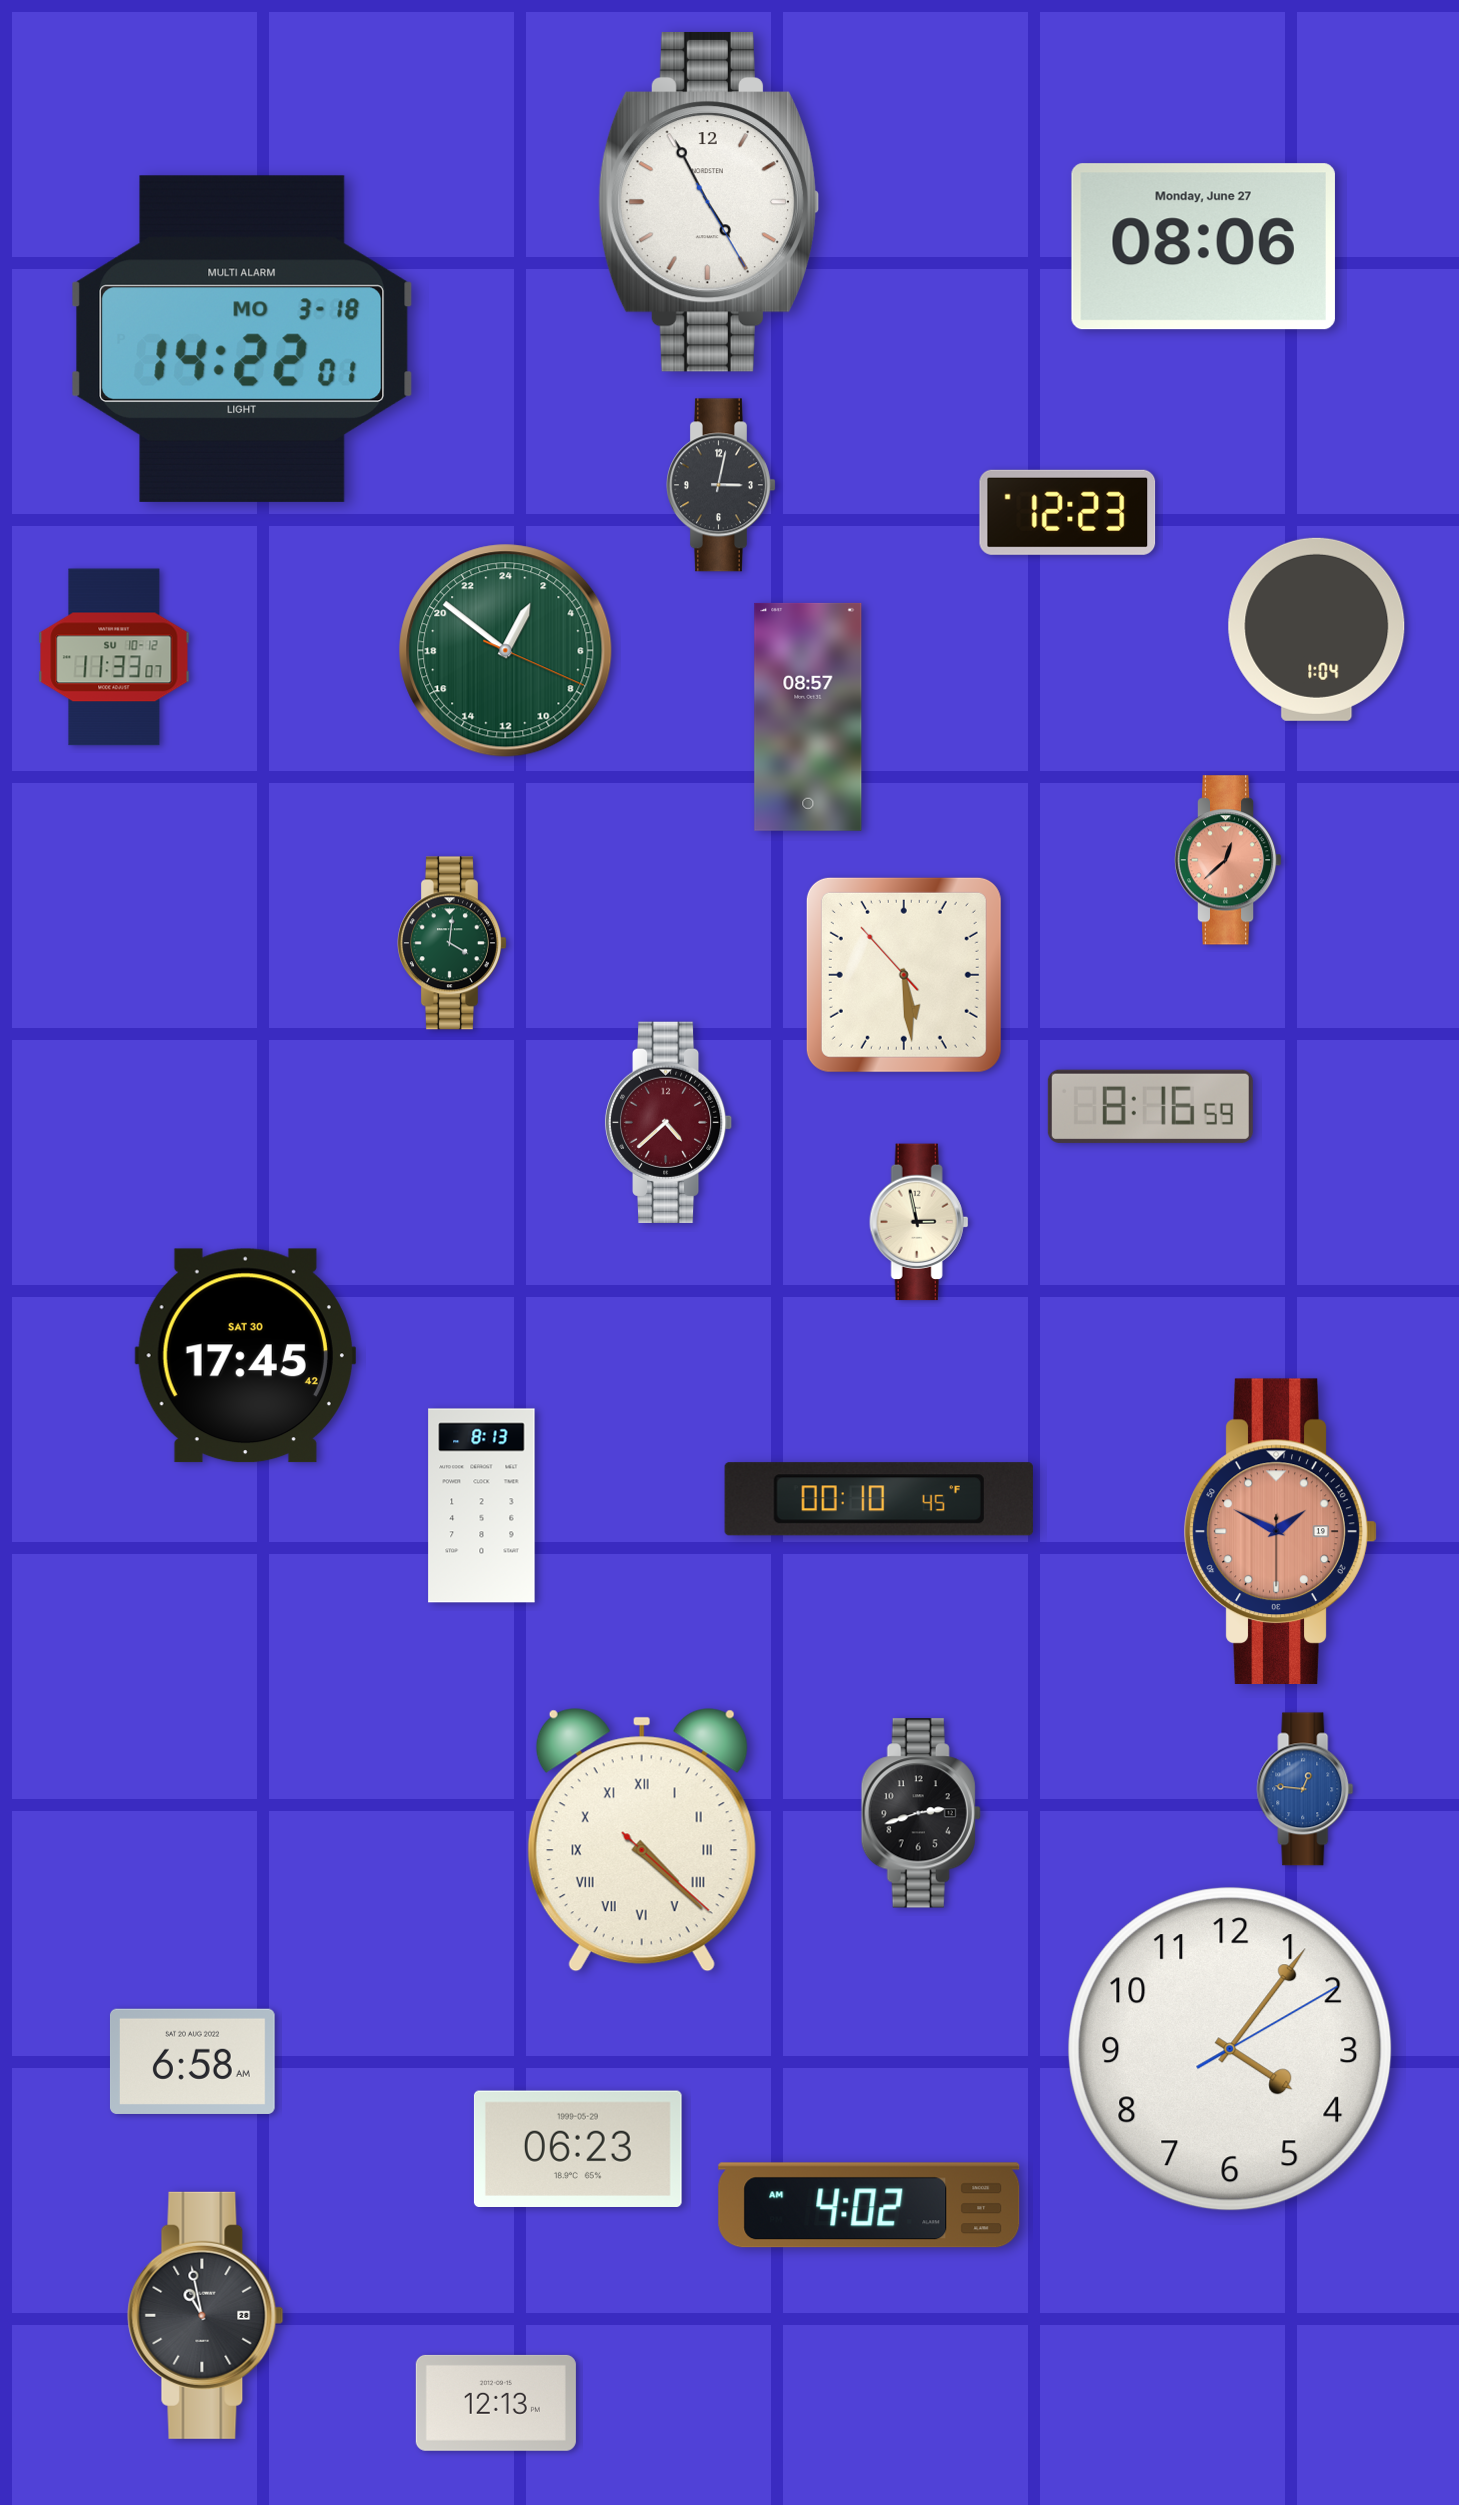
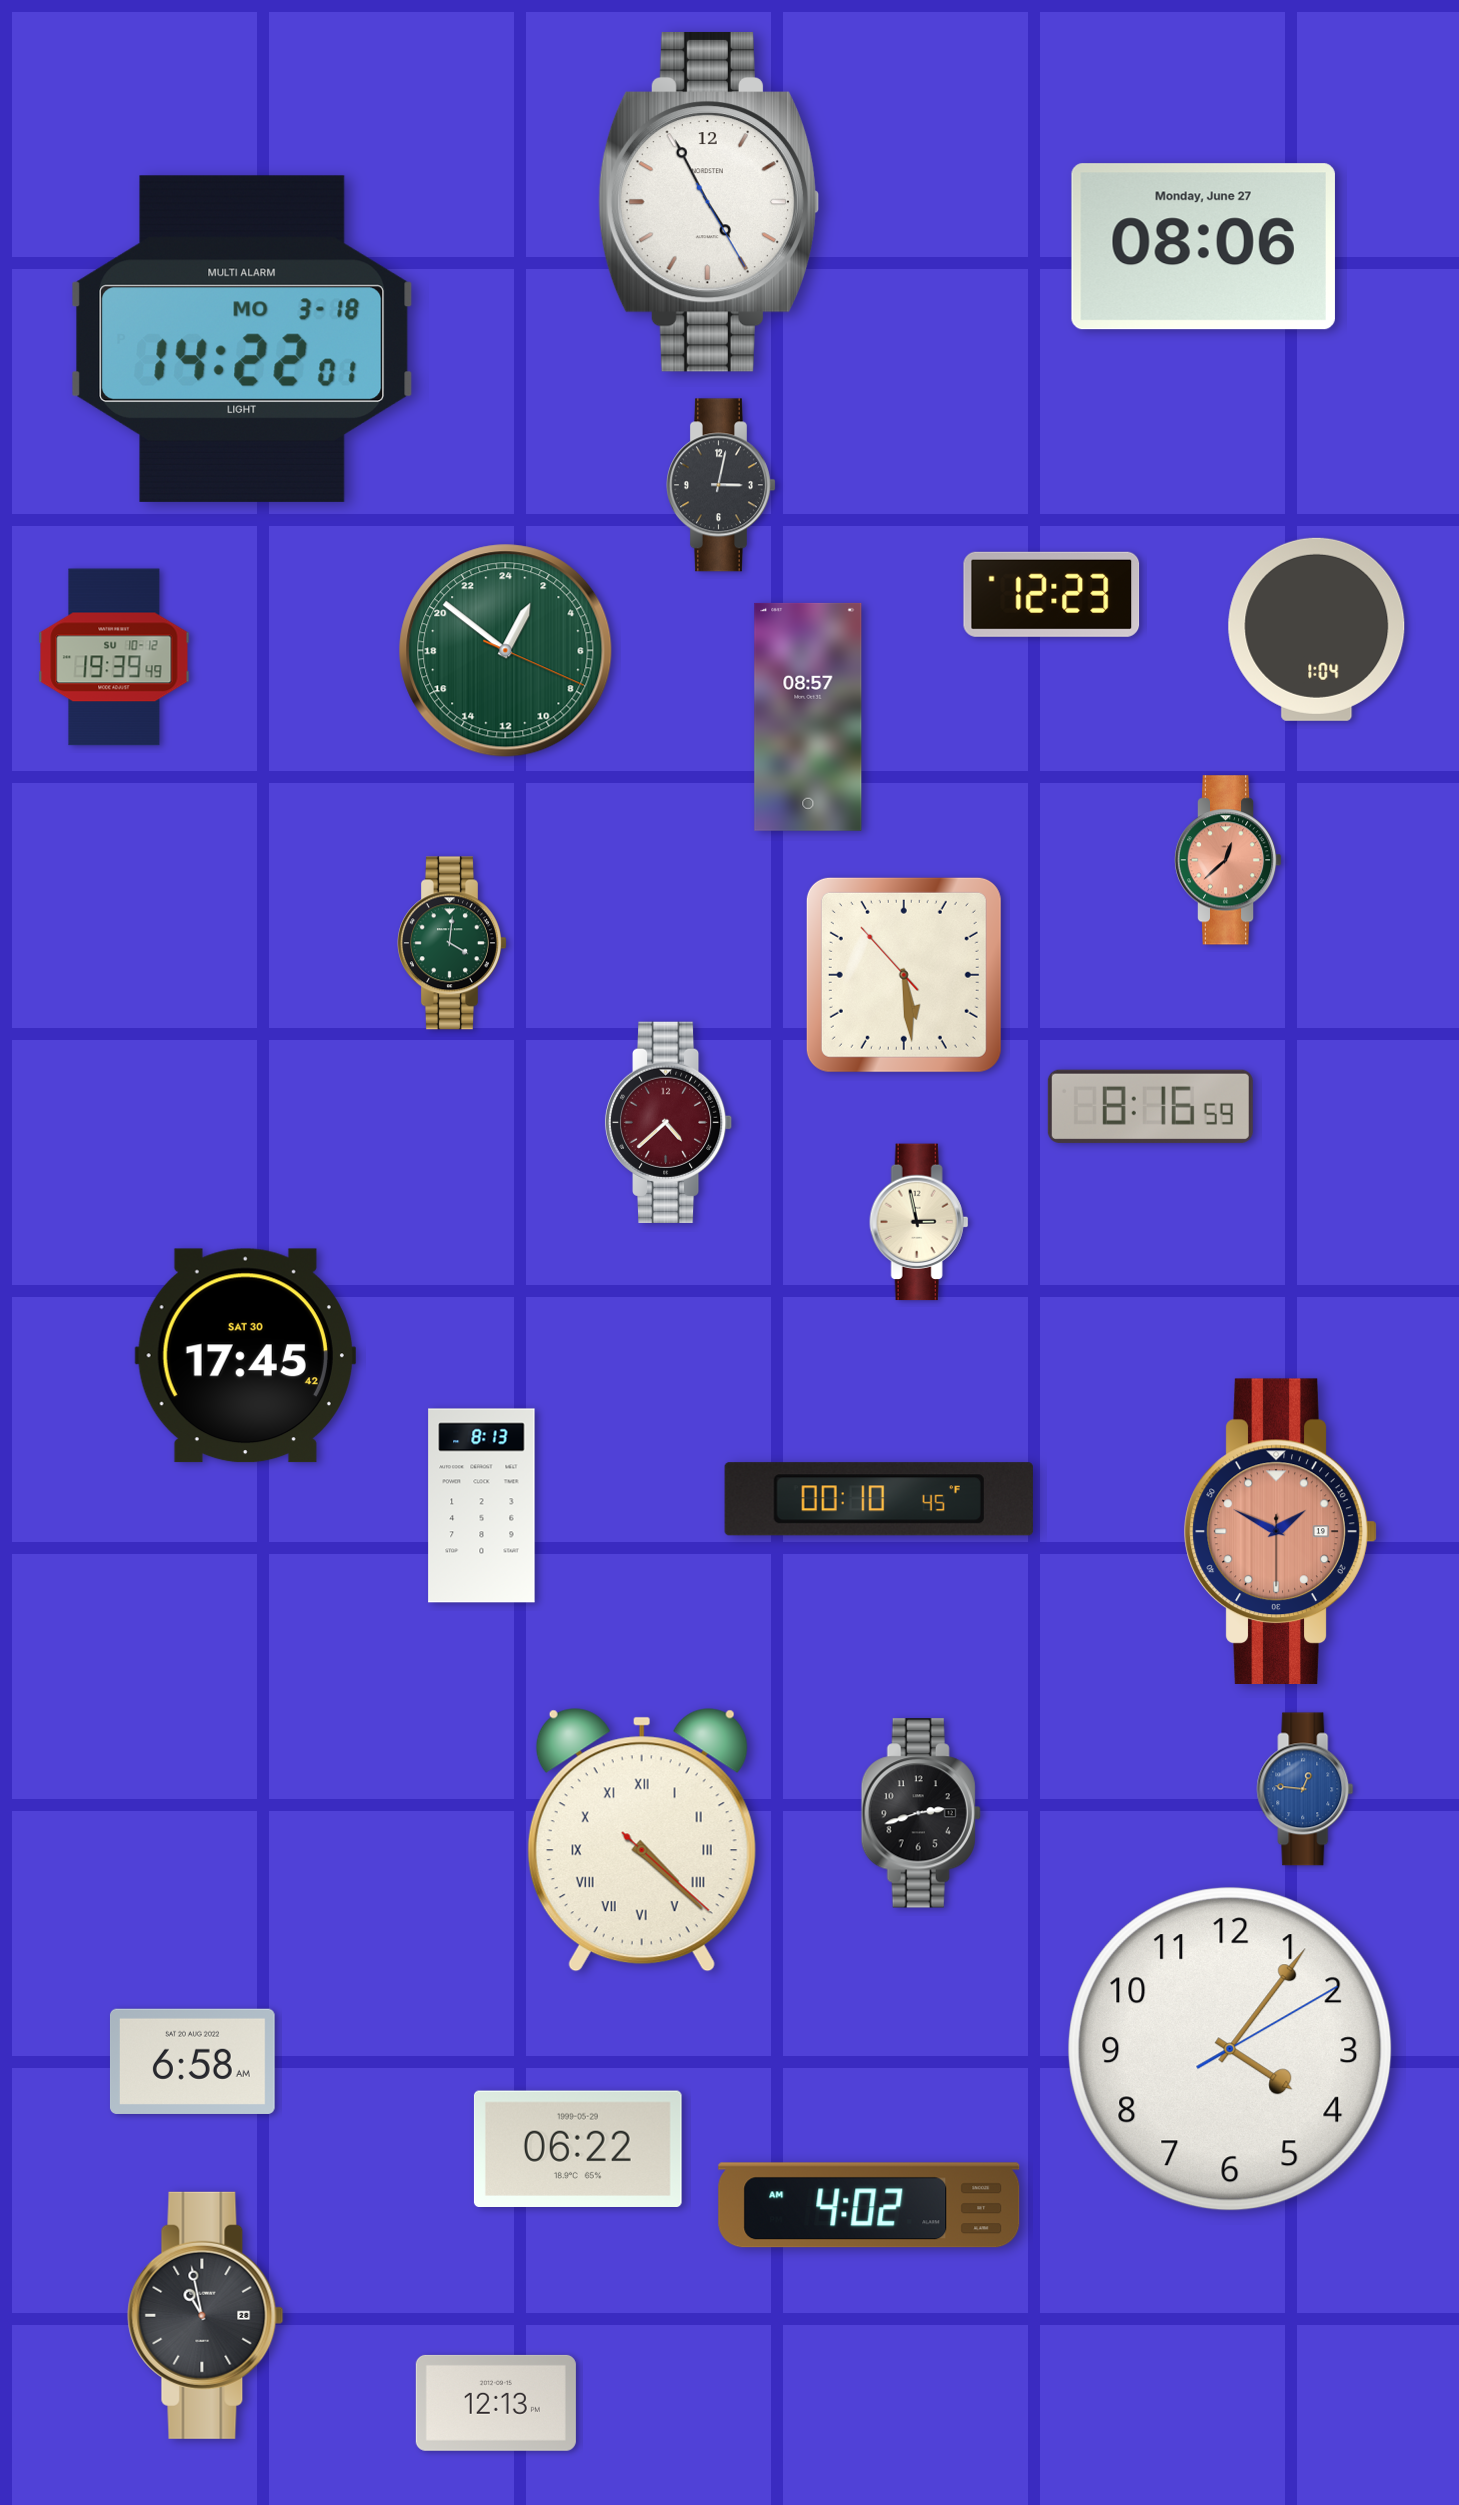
clock at (1068, 512) position: (1068, 512) -> (1052, 594)
clock at (114, 657): 11:33 -> 19:39
clock at (578, 2148): 06:23 -> 06:22
